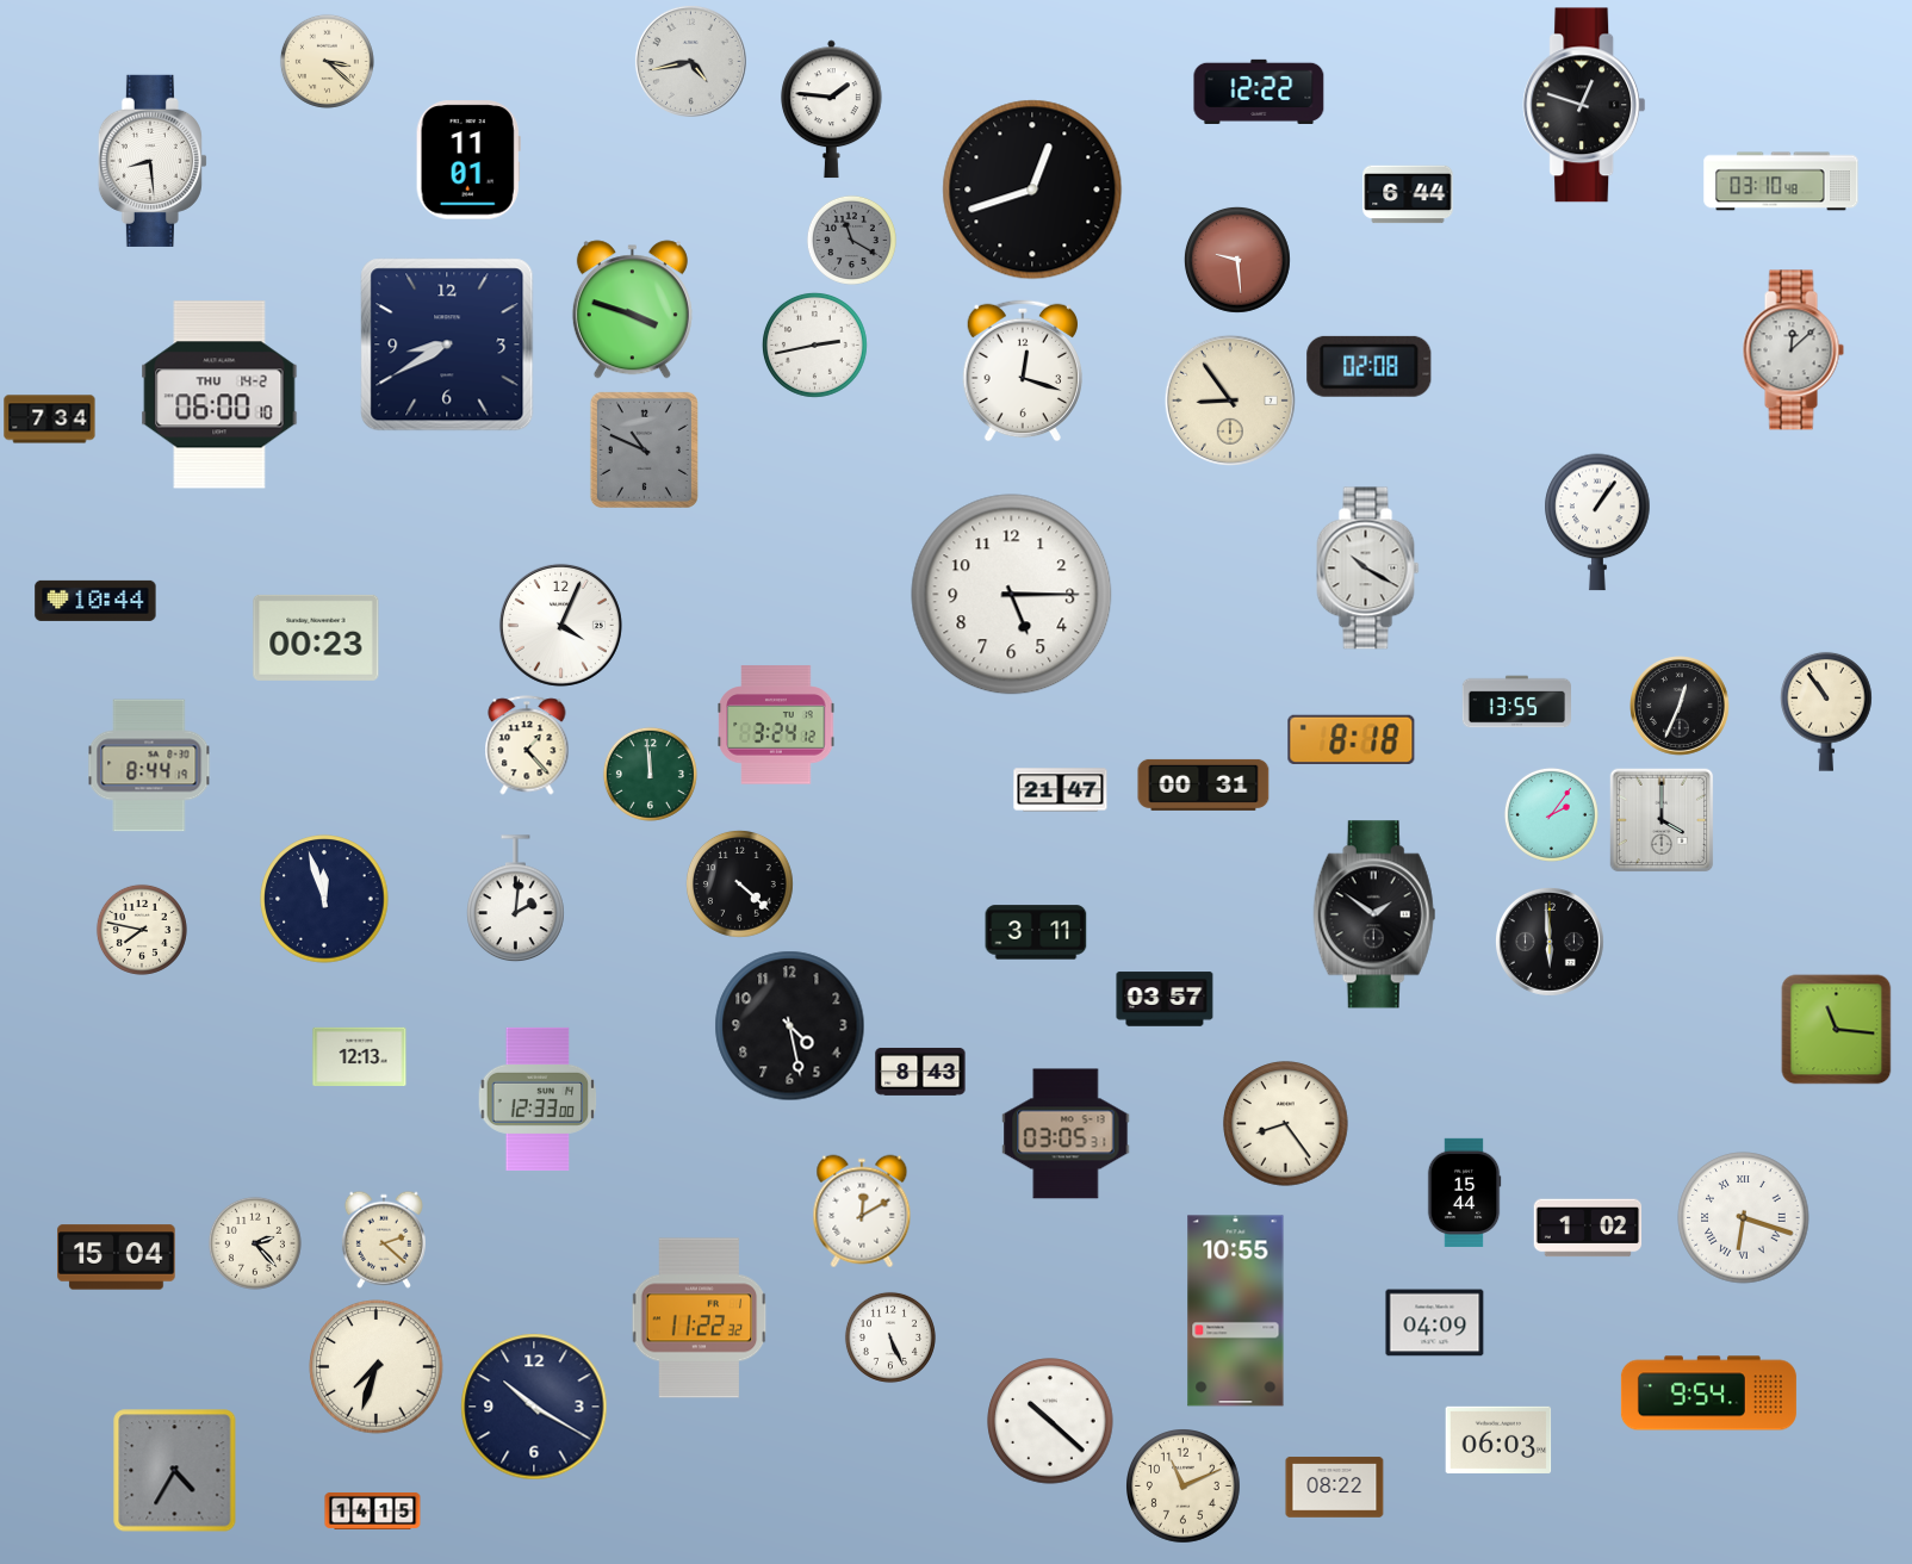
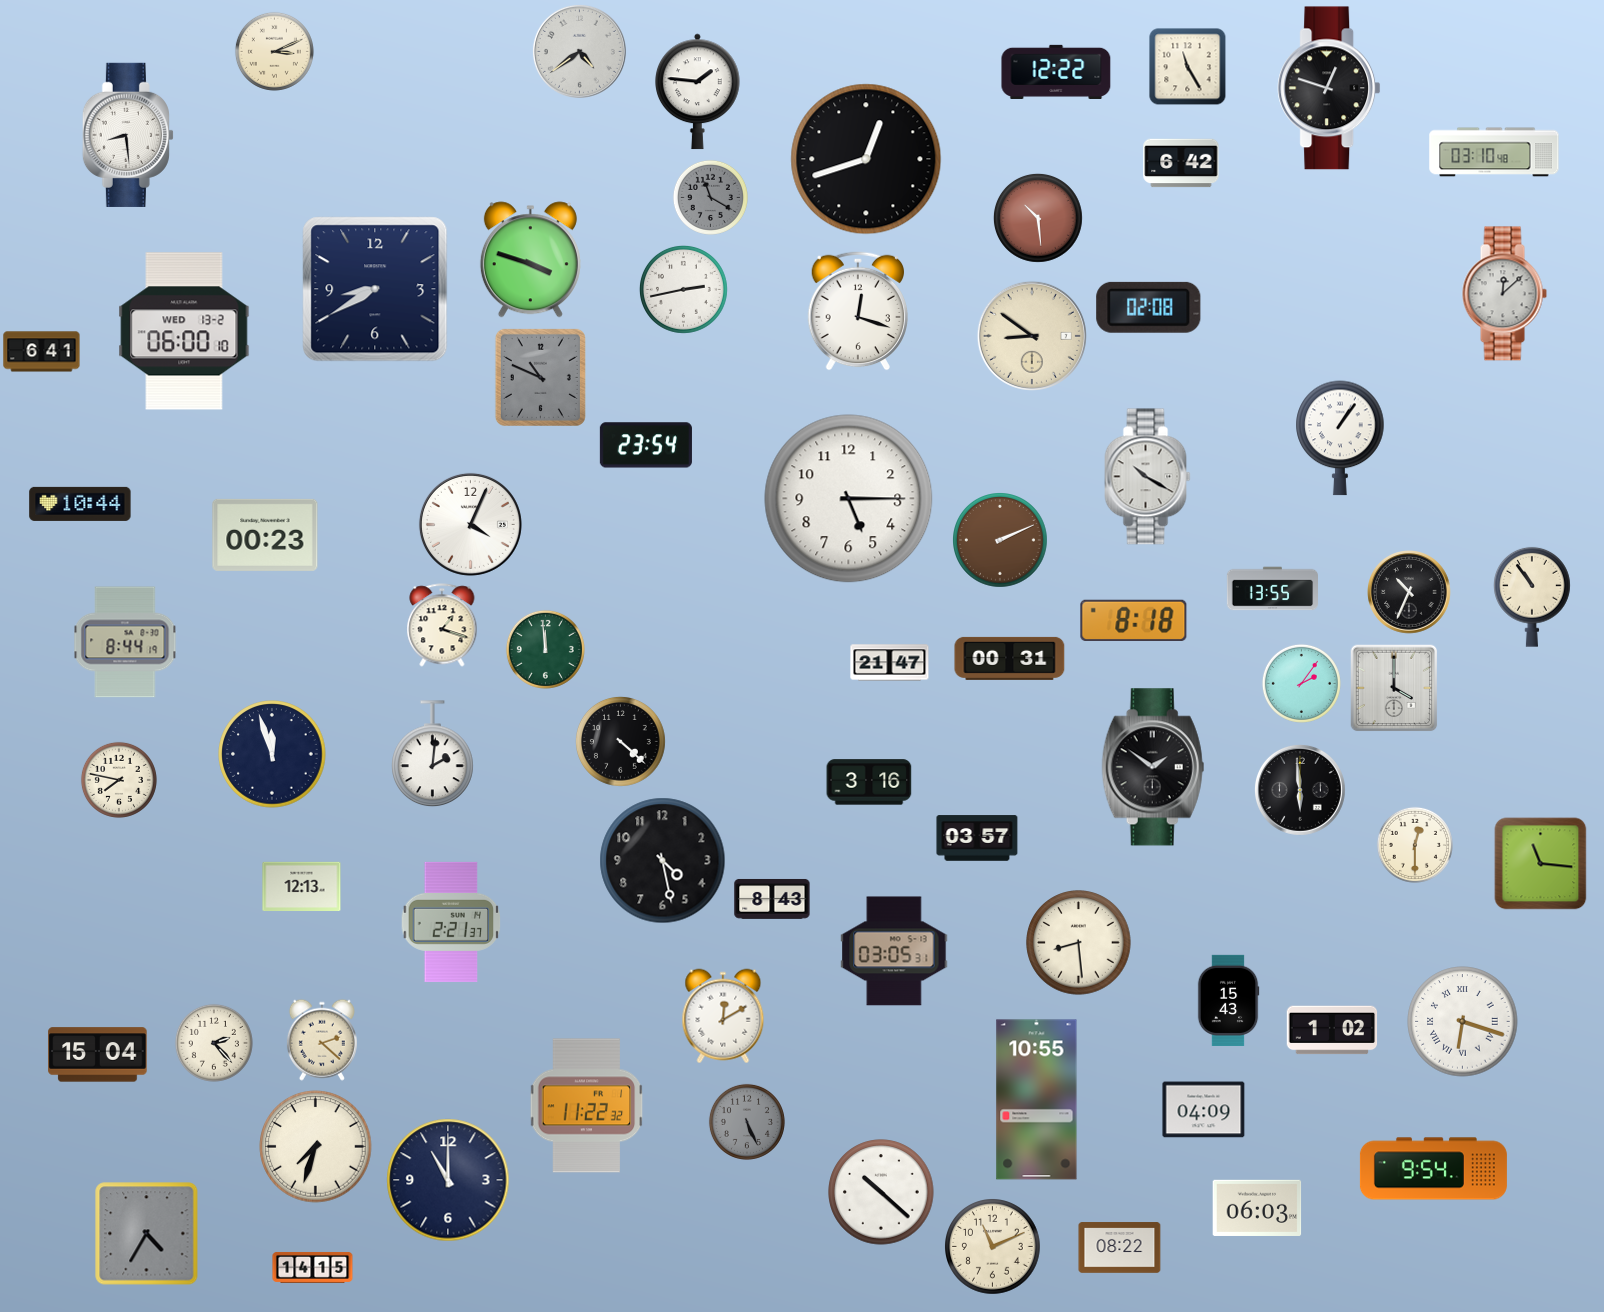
clock at (327, 61): 3:22 -> 3:11
clock at (690, 61): 4:43 -> 4:39
clock at (1188, 67): none -> 11:25
clock at (1259, 92) position: (1259, 92) -> (1056, 72)
clock at (468, 160): 11:01 -> none
clock at (1408, 194): 6:44 -> 6:42
clock at (851, 240) position: (851, 240) -> (710, 197)
clock at (1237, 260): 9:29 -> 10:29
clock at (219, 395) date: THU 14-2 -> WED 13-2
clock at (1230, 401): 8:54 -> 8:51
clock at (50, 420): 7:34 -> 6:41
clock at (646, 445): none -> 23:54
clock at (1001, 541): none -> 2:11
clock at (1681, 707): 12:34 -> 10:34
clock at (776, 725): 3:24 -> none
clock at (527, 745): 1:23 -> 1:18
clock at (1036, 932): 3:11 -> 3:16
clock at (1415, 845): none -> 12:30
clock at (538, 1099): 12:33 -> 2:21
clock at (1286, 1124): 8:24 -> 8:29
clock at (1464, 1192): 15:44 -> 15:43
clock at (890, 1338) dial: white -> grey
clock at (534, 1407): 10:20 -> 11:00
